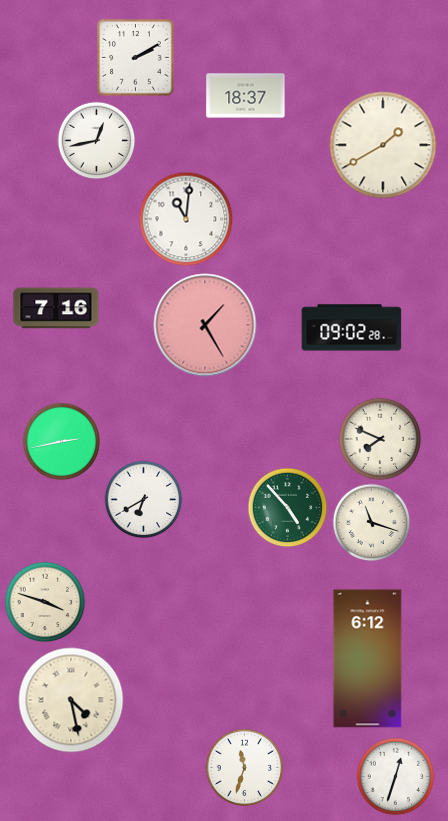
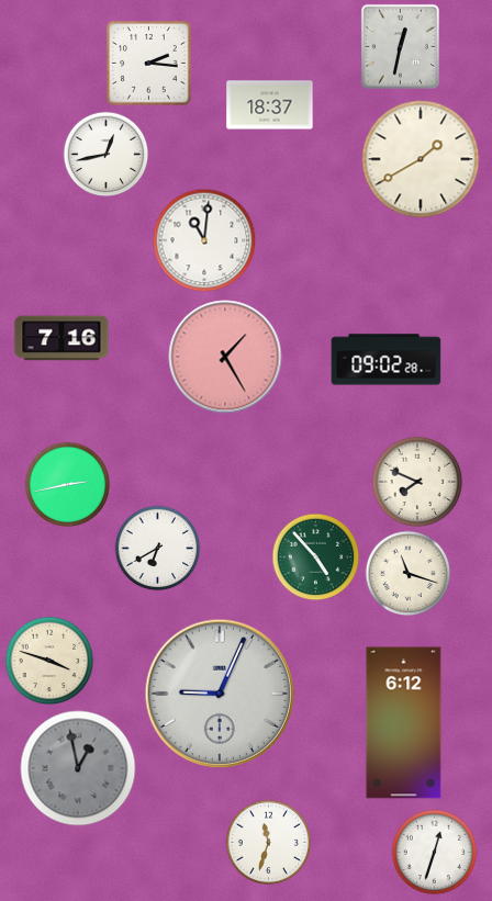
clock at (400, 46): none -> 12:32
clock at (136, 58): 2:10 -> 2:16
clock at (220, 694): none -> 9:04
clock at (71, 700): 4:28 -> 12:58
clock at (71, 700) dial: cream -> grey
